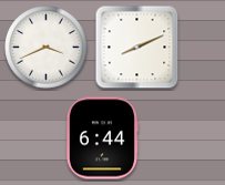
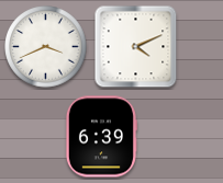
clock at (137, 48): 8:11 -> 4:11
clock at (102, 138): 6:44 -> 6:39
